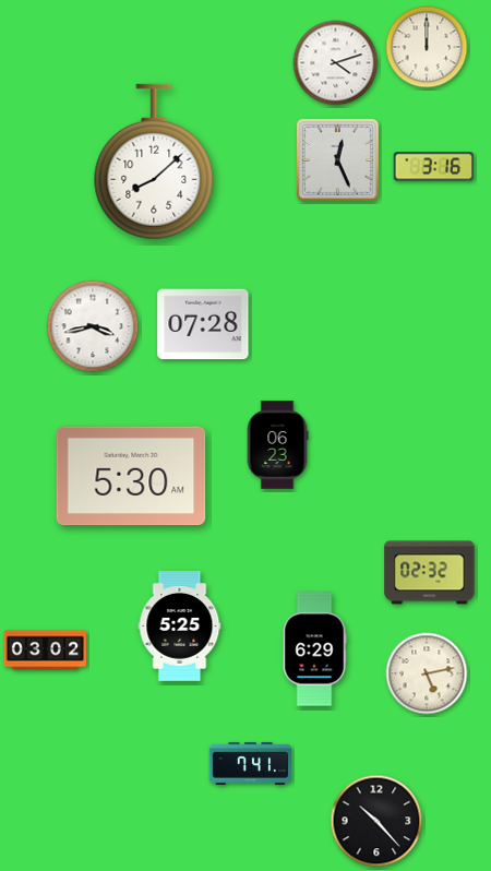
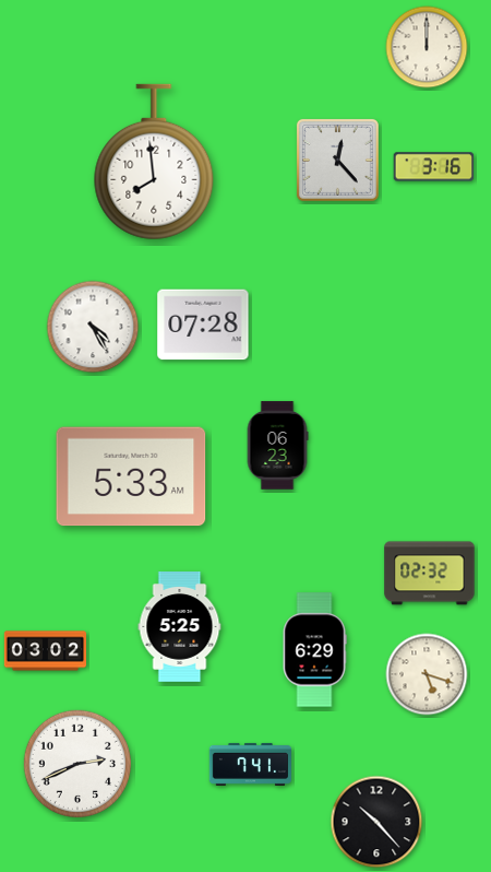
clock at (336, 63): 4:12 -> none
clock at (337, 159): 12:26 -> 12:23
clock at (154, 162): 8:08 -> 7:59
clock at (93, 326): 3:43 -> 4:25
clock at (131, 476): 5:30 -> 5:33
clock at (427, 673): 5:13 -> 5:18
clock at (77, 764): none -> 2:41
